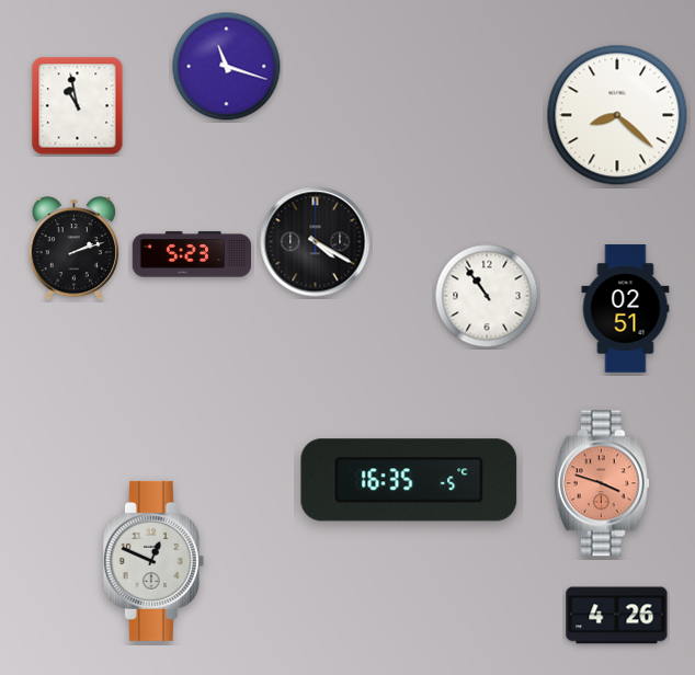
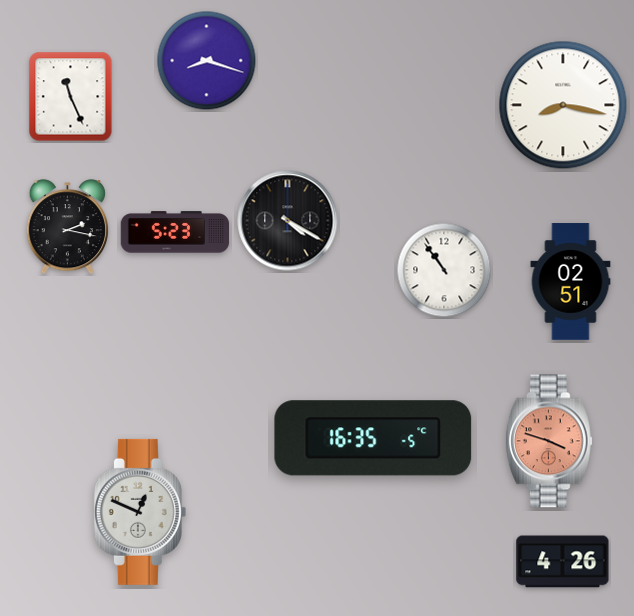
clock at (227, 67): 11:18 -> 8:18
clock at (78, 106): 10:58 -> 11:26
clock at (617, 115): 8:22 -> 8:17
clock at (73, 249): 2:12 -> 2:17
